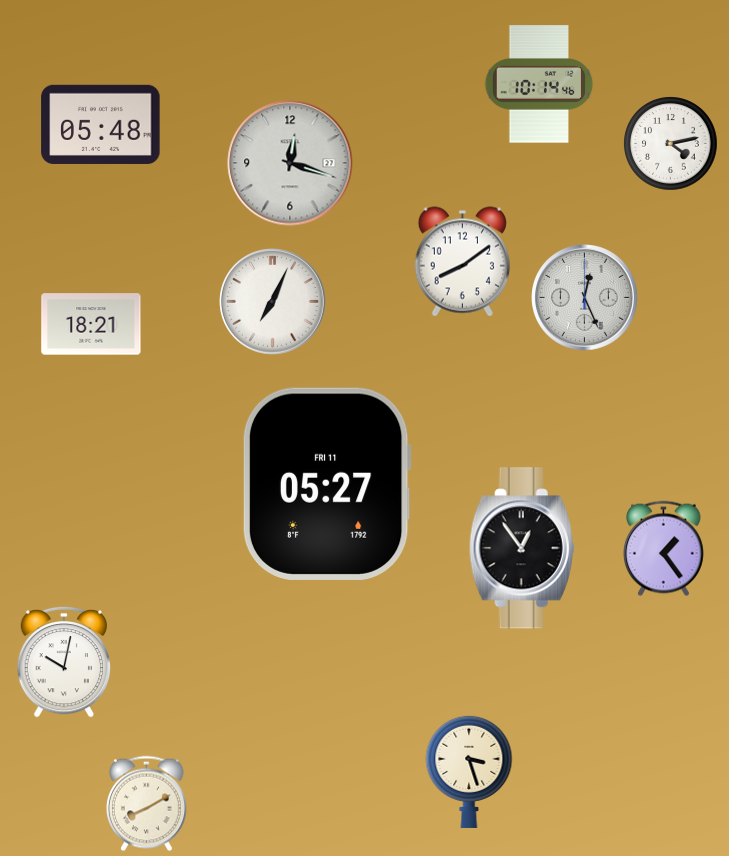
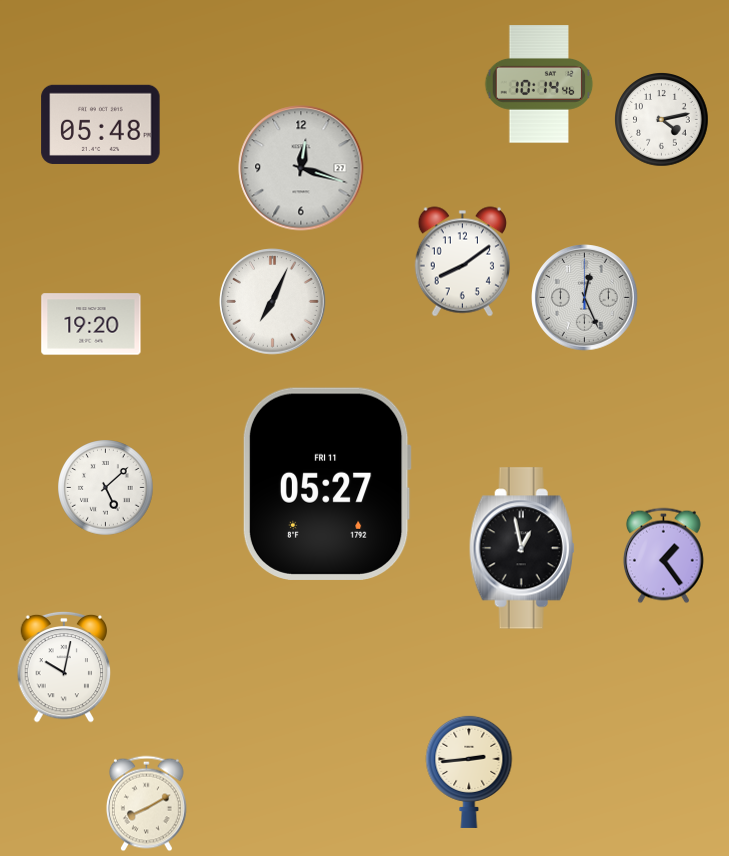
clock at (671, 144) position: (671, 144) -> (662, 120)
clock at (290, 163) position: (290, 163) -> (301, 168)
clock at (91, 324): 18:21 -> 19:20
clock at (106, 488): none -> 5:08
clock at (522, 548): 12:54 -> 12:58
clock at (663, 549) position: (663, 549) -> (663, 556)
clock at (64, 662) position: (64, 662) -> (64, 667)
clock at (469, 771): 3:27 -> 2:44
